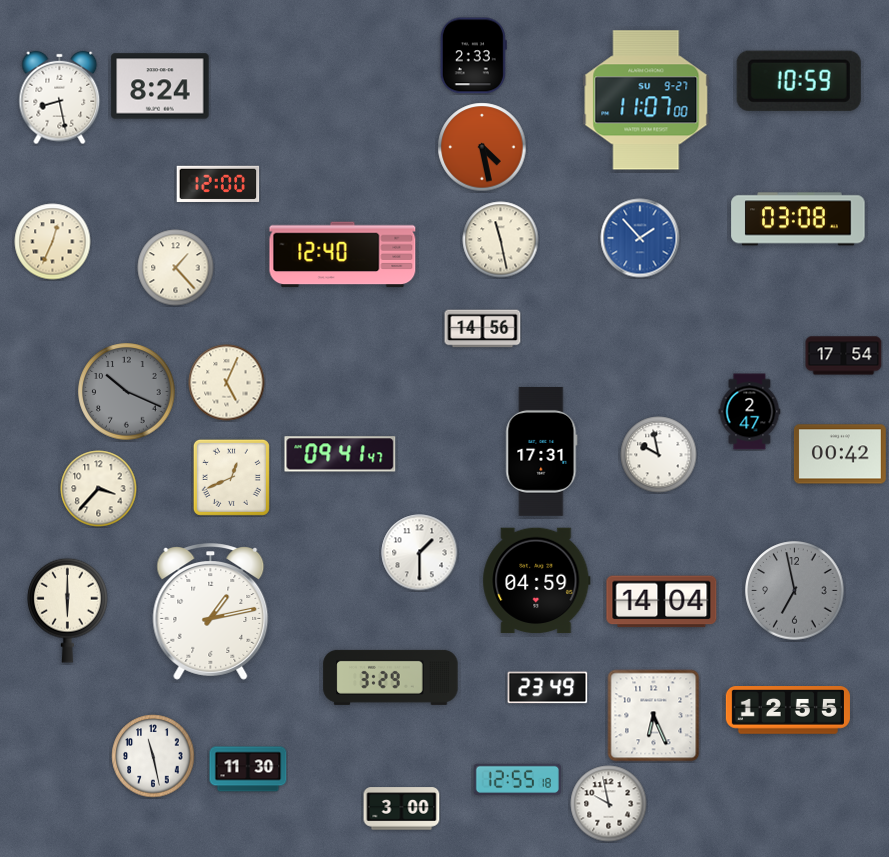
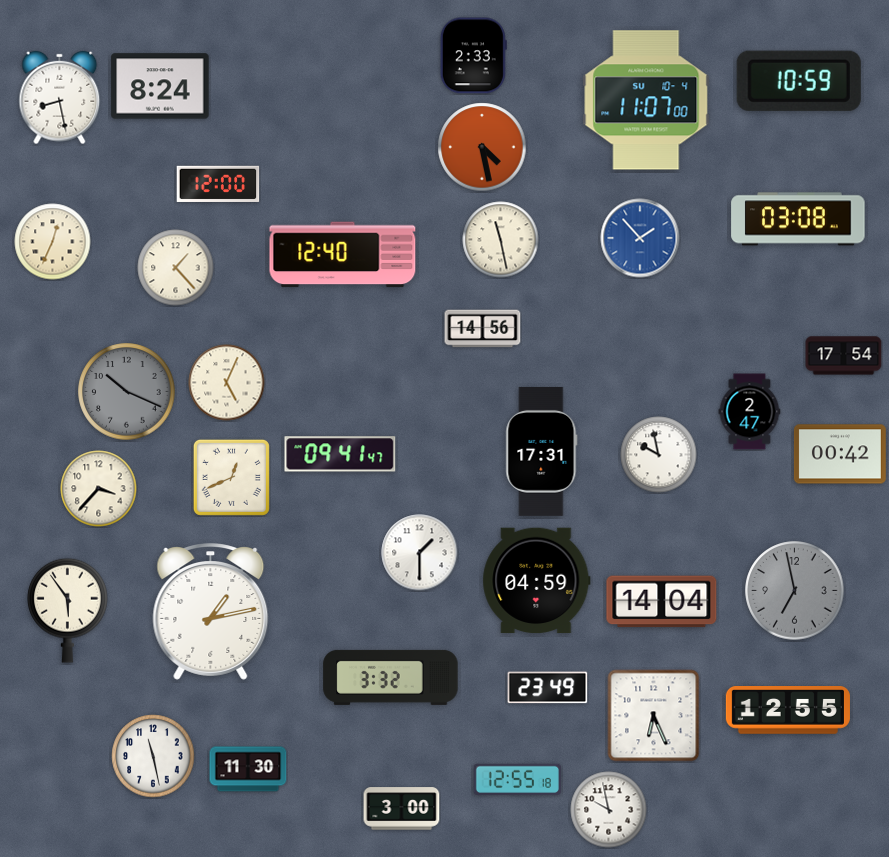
clock at (646, 100) date: SU 9-27 -> SU 10-4
clock at (68, 610): 6:00 -> 5:54
clock at (391, 677): 3:29 -> 3:32
clock at (609, 804) position: (609, 804) -> (609, 810)
